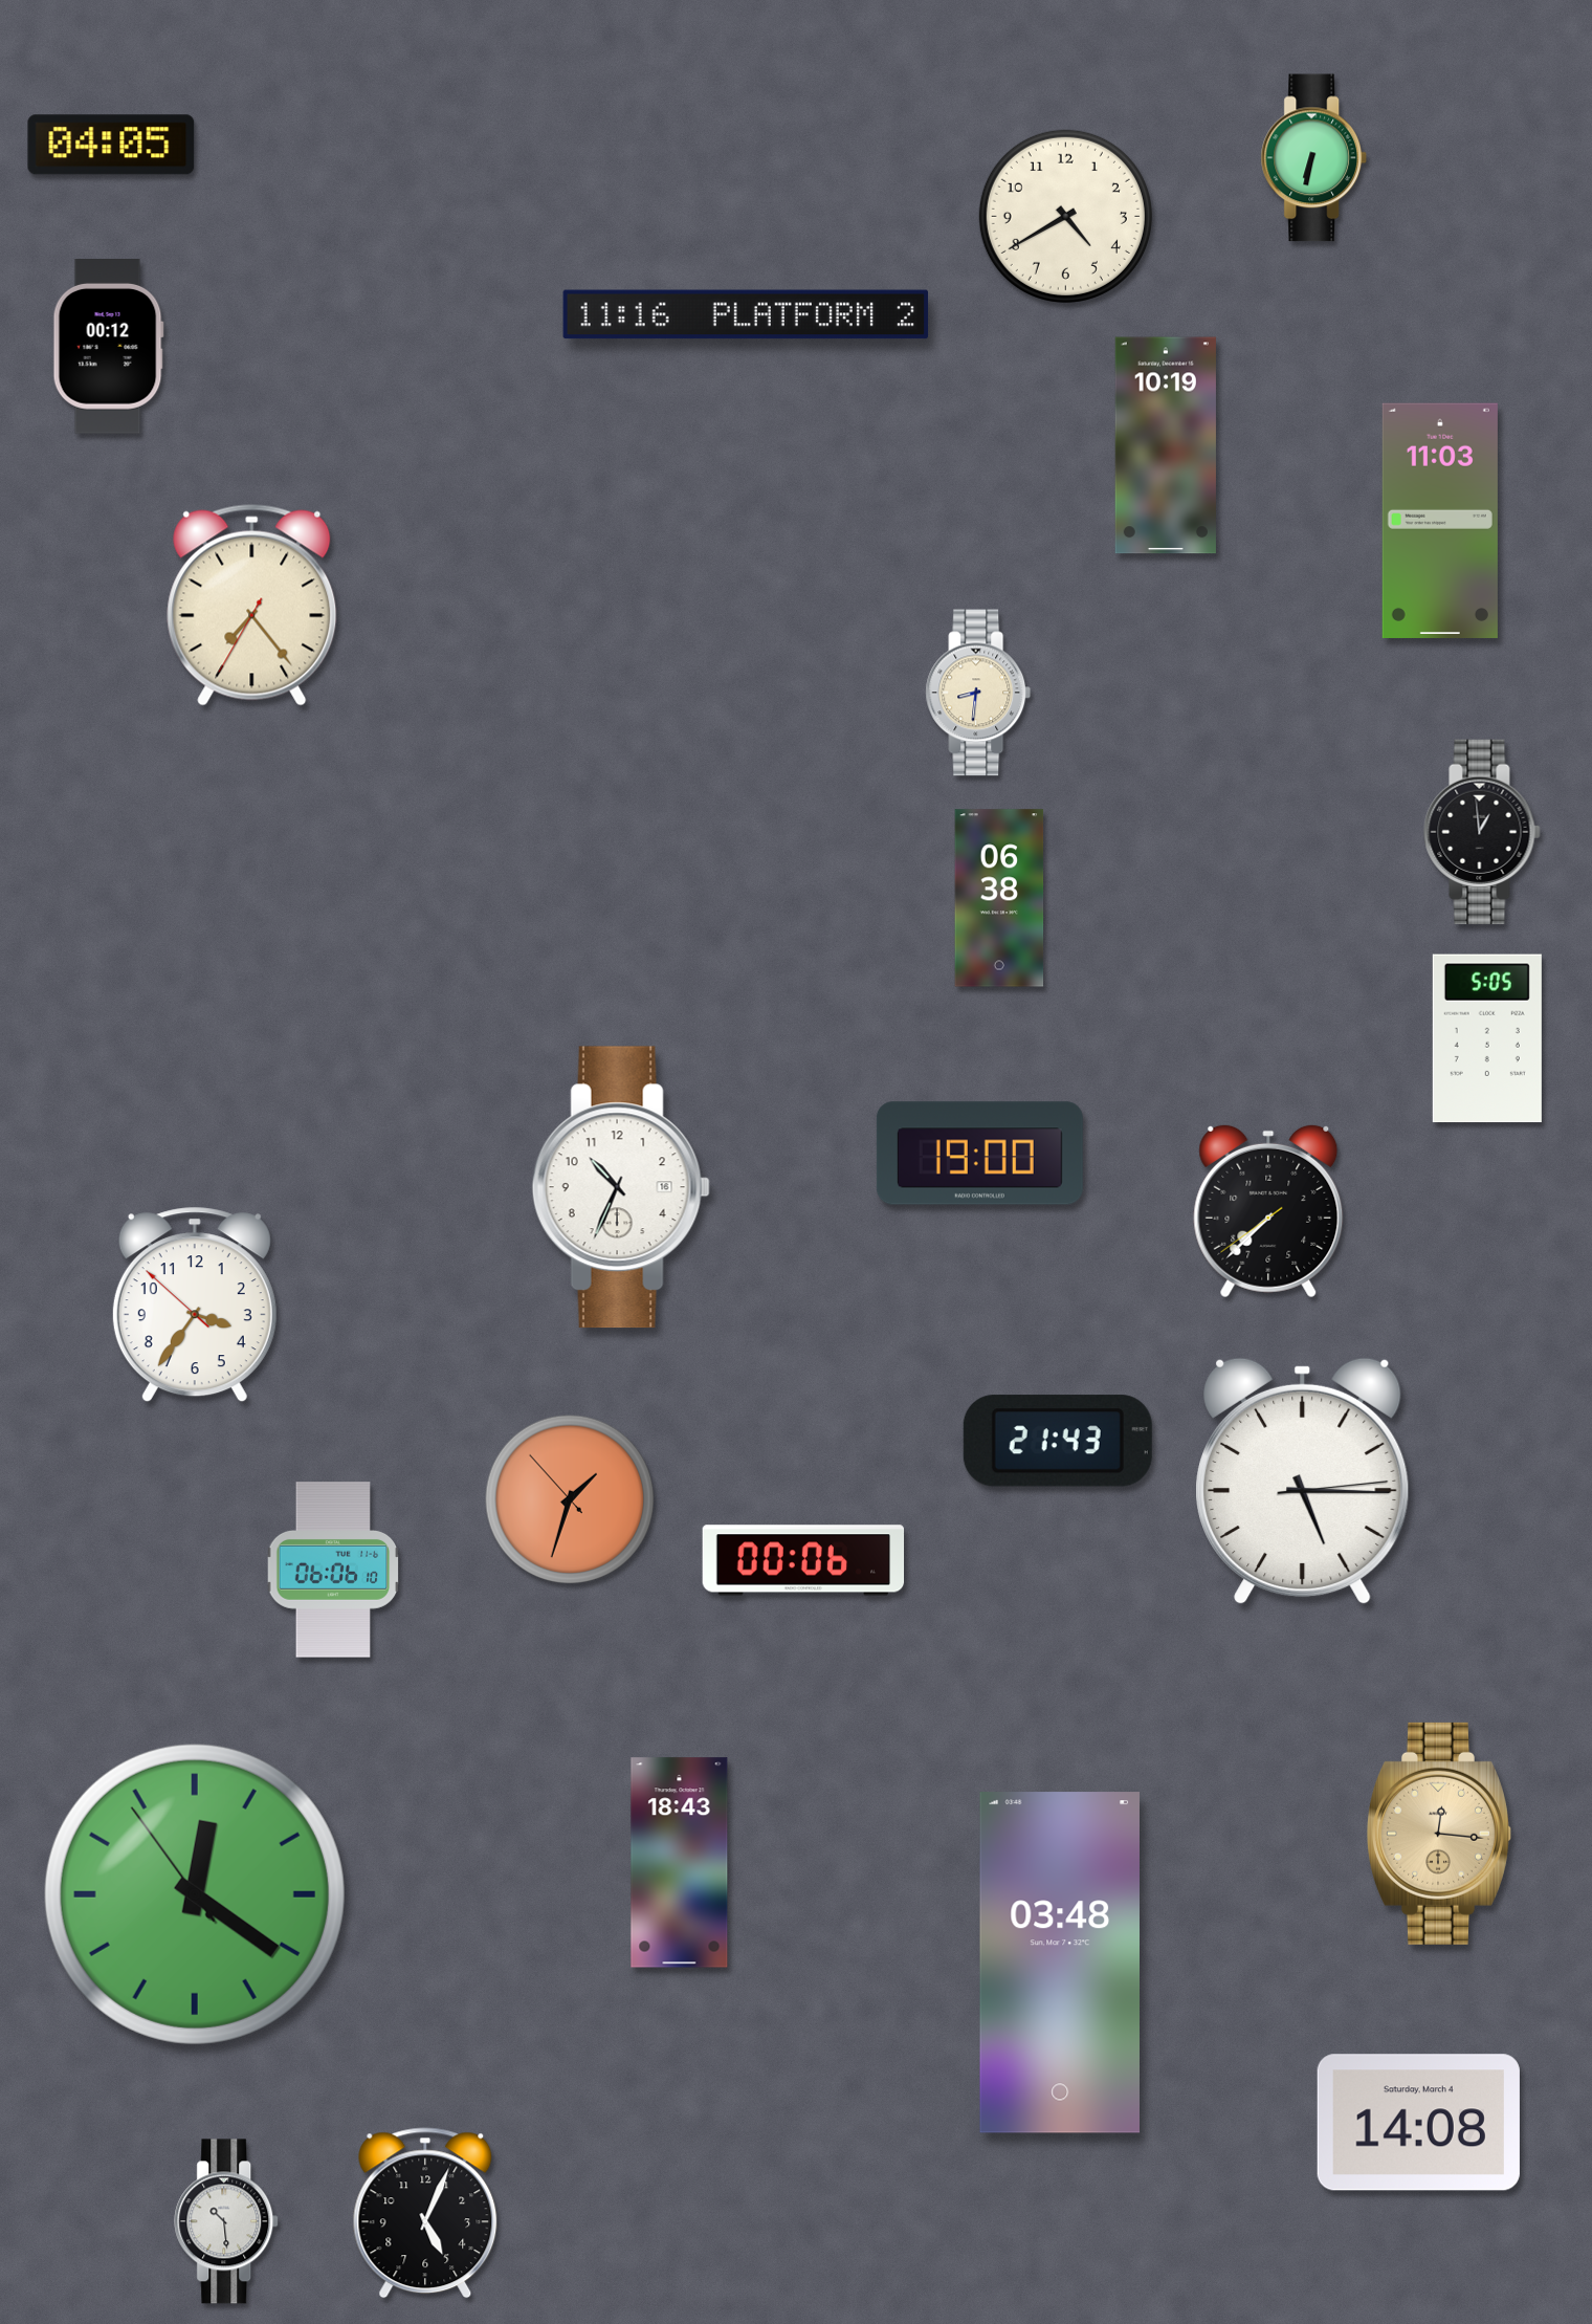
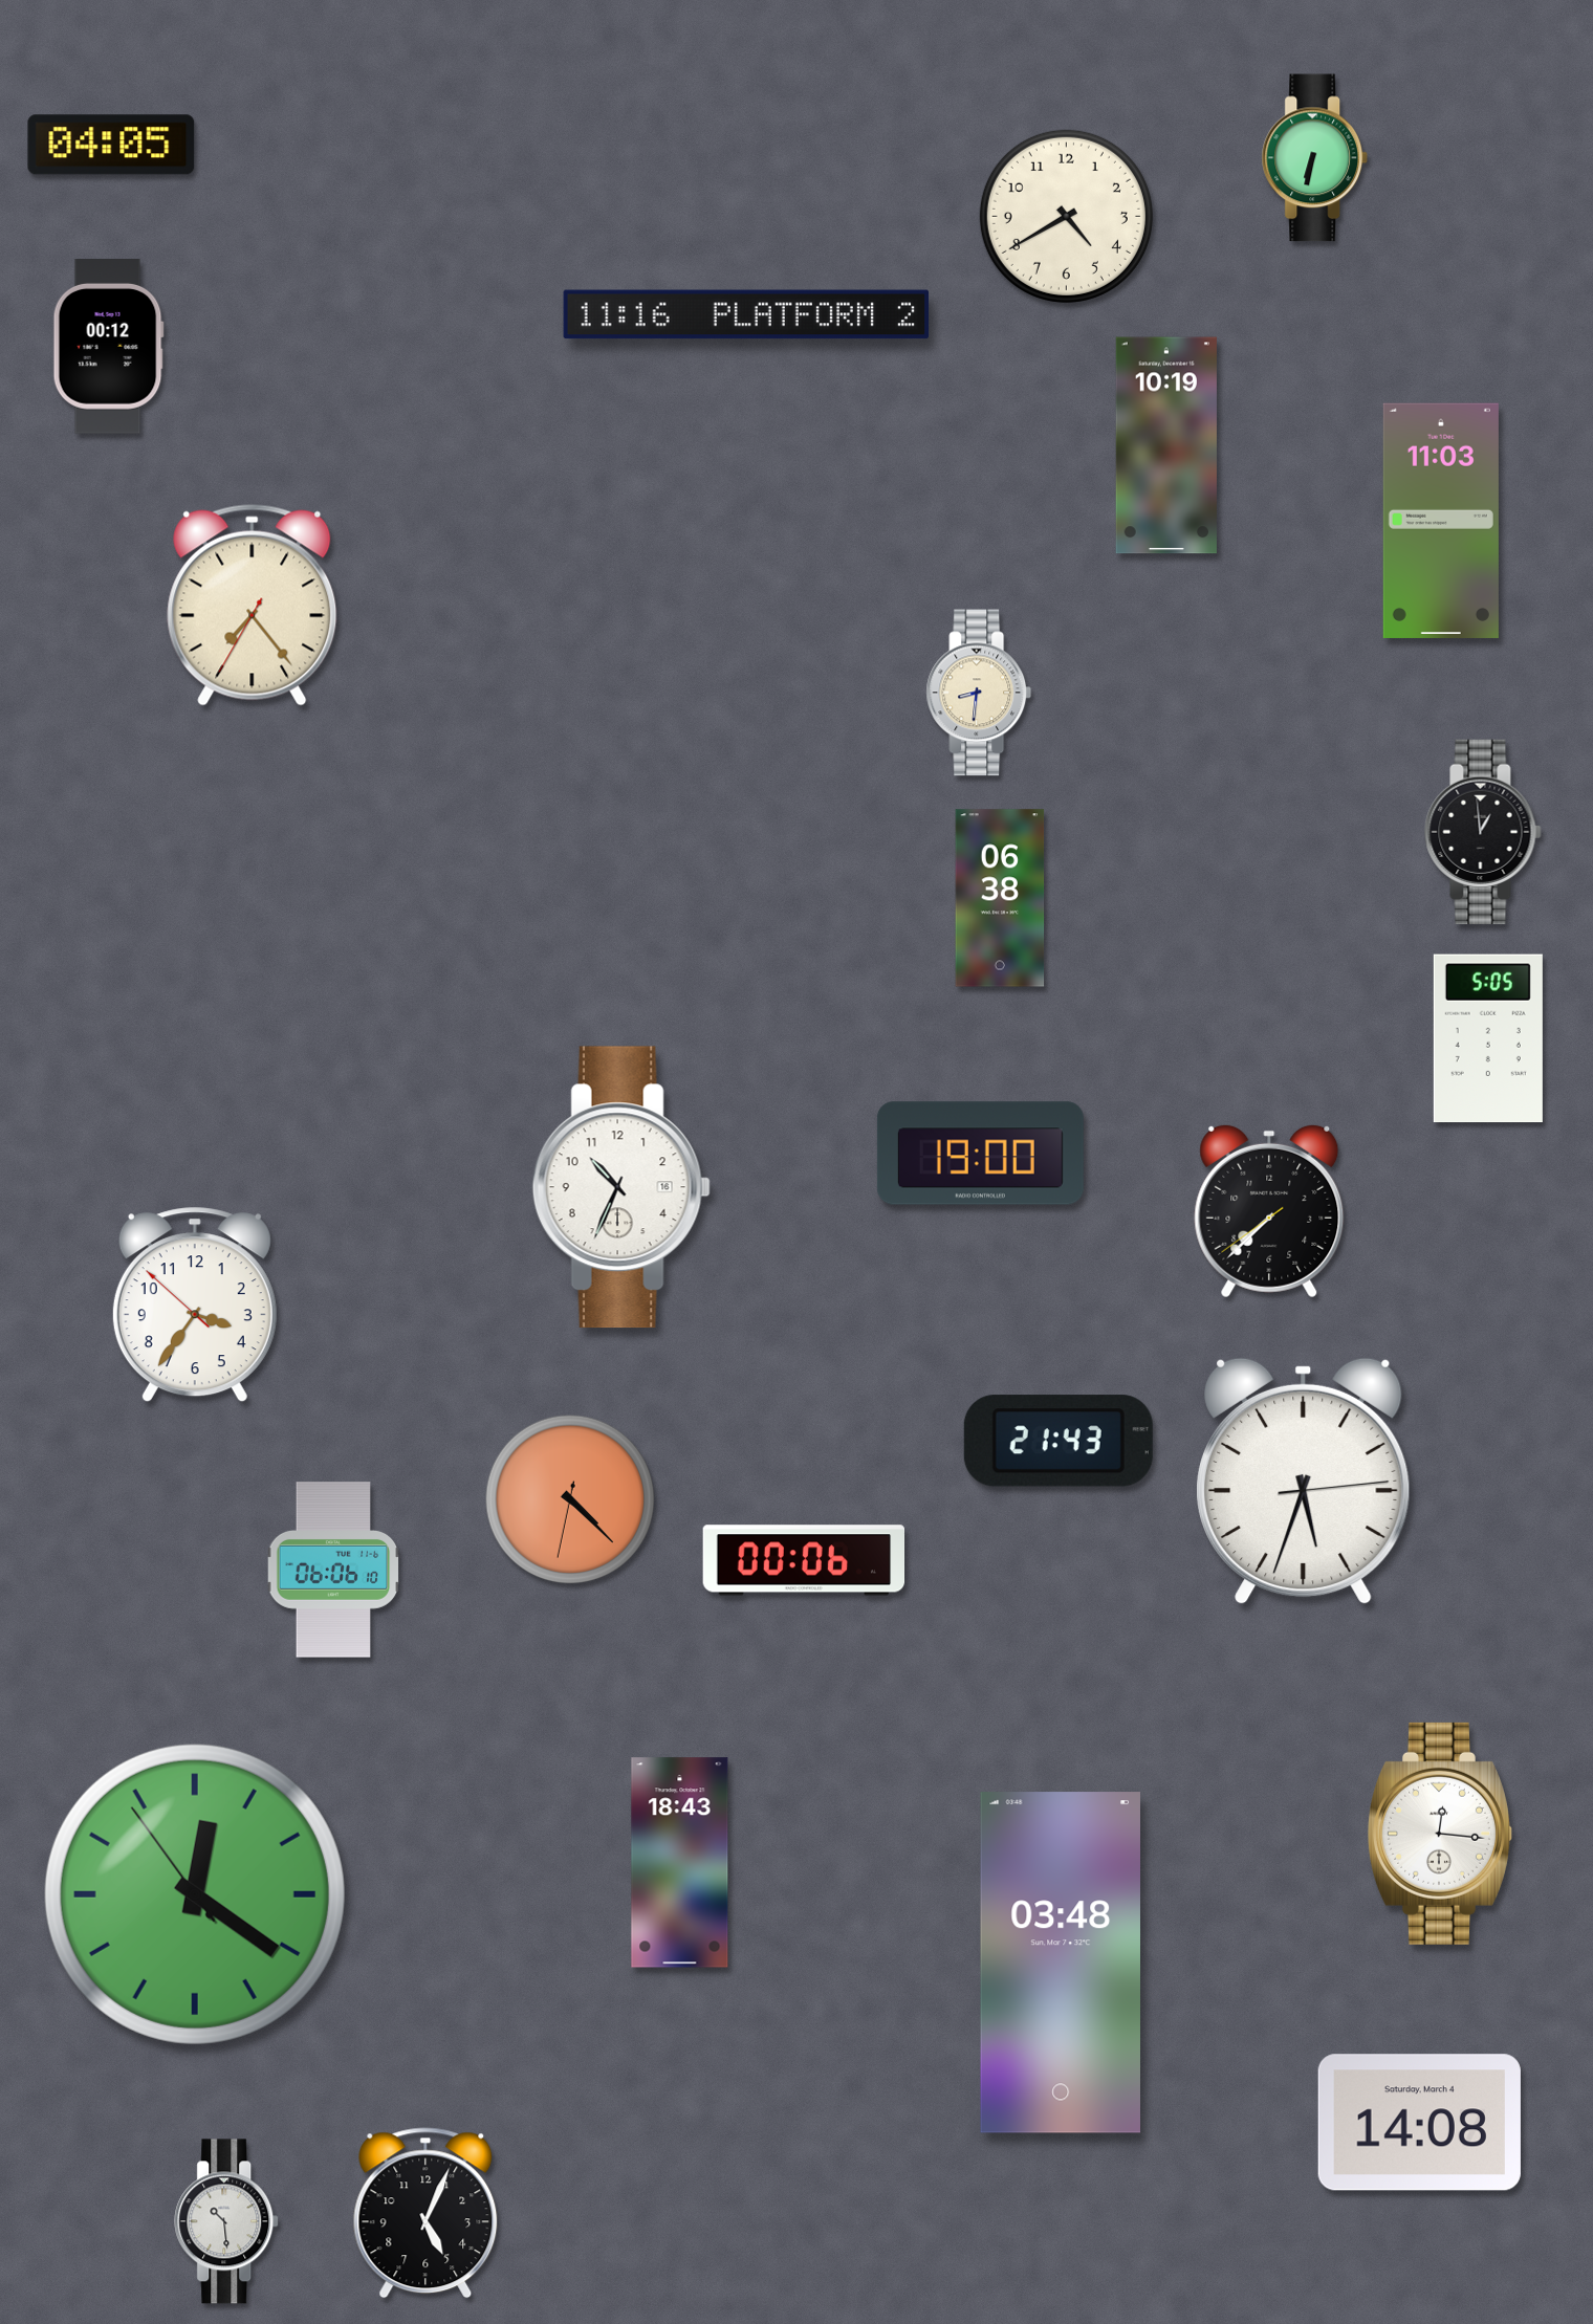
clock at (1303, 1482): 5:15 -> 5:33
clock at (570, 1499): 1:32 -> 4:22
clock at (1440, 1834) dial: champagne -> white
